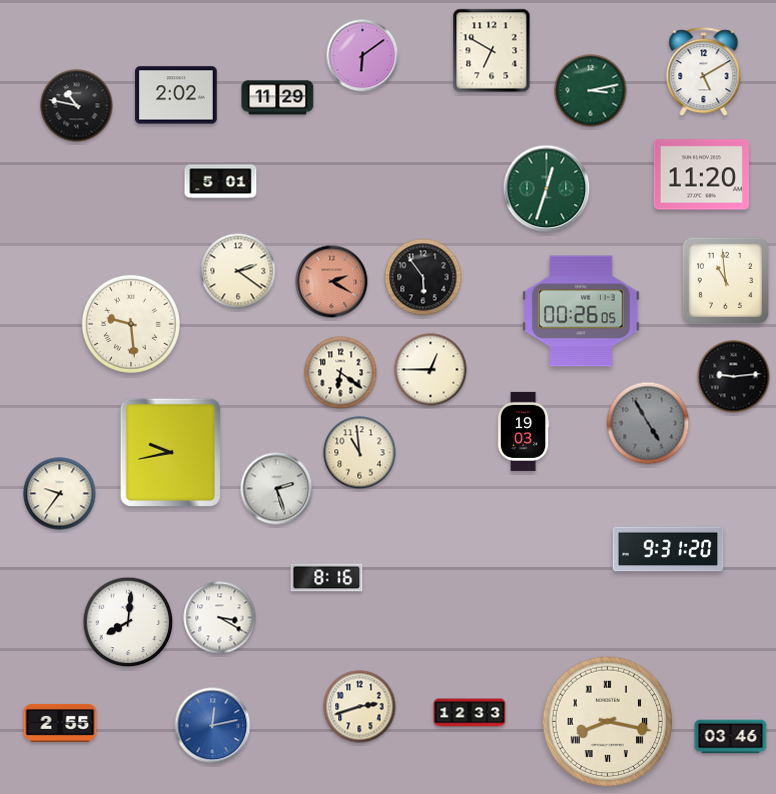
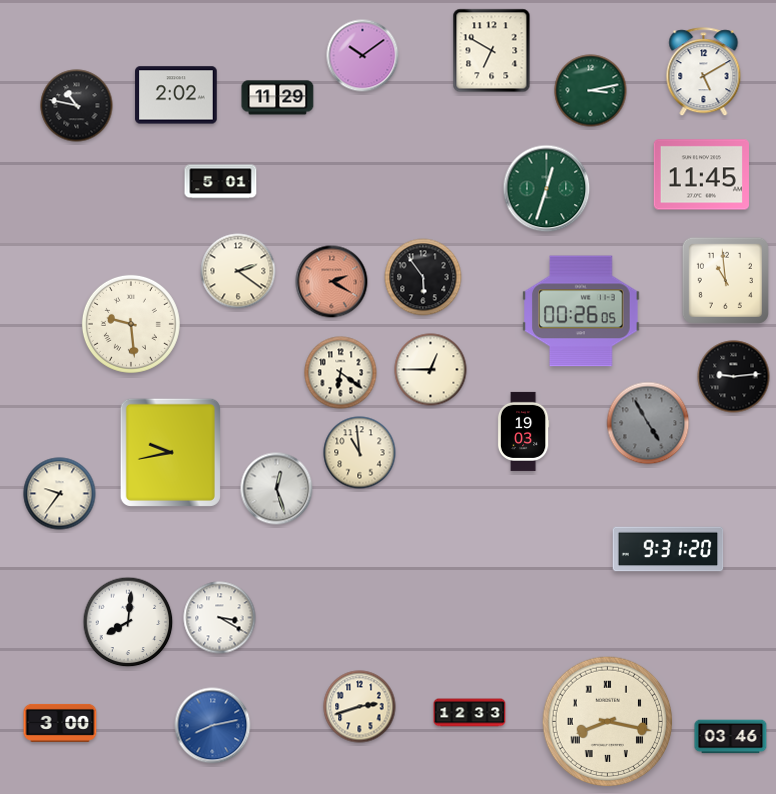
clock at (363, 56): 6:09 -> 10:09
clock at (701, 175): 11:20 -> 11:45
clock at (277, 489): 2:27 -> 12:27
clock at (327, 578): 8:16 -> none
clock at (60, 723): 2:55 -> 3:00
clock at (213, 726): 12:13 -> 8:13
